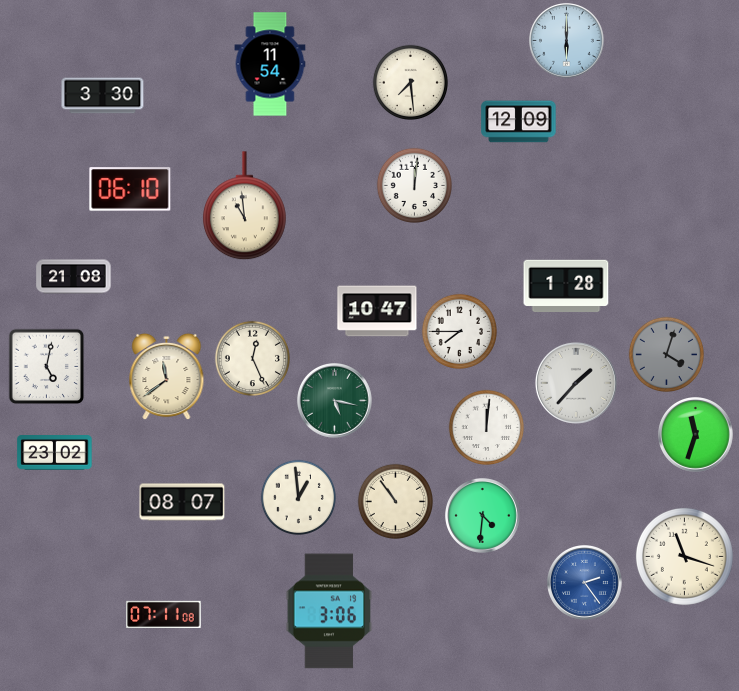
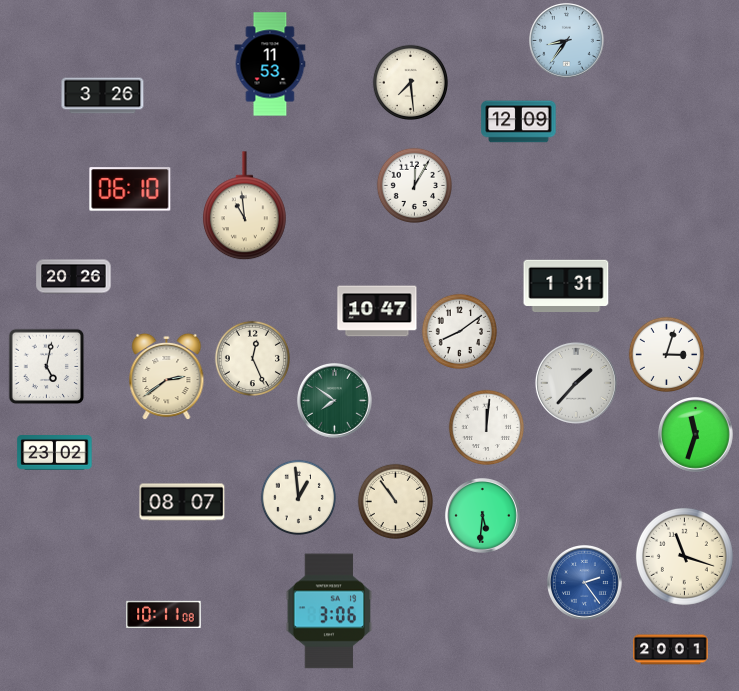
clock at (567, 41): 6:00 -> 8:36
clock at (270, 64): 11:54 -> 11:53
clock at (103, 96): 3:30 -> 3:26
clock at (414, 185): 12:01 -> 12:05
clock at (74, 277): 21:08 -> 20:26
clock at (566, 286): 1:28 -> 1:31
clock at (459, 331): 7:45 -> 8:09
clock at (666, 354): 4:03 -> 3:03
clock at (666, 354) dial: grey -> white
clock at (167, 377): 11:39 -> 2:39
clock at (335, 401): 5:17 -> 7:51
clock at (483, 516): 4:31 -> 5:31
clock at (164, 614): 07:11 -> 10:11
clock at (671, 650): none -> 20:01
